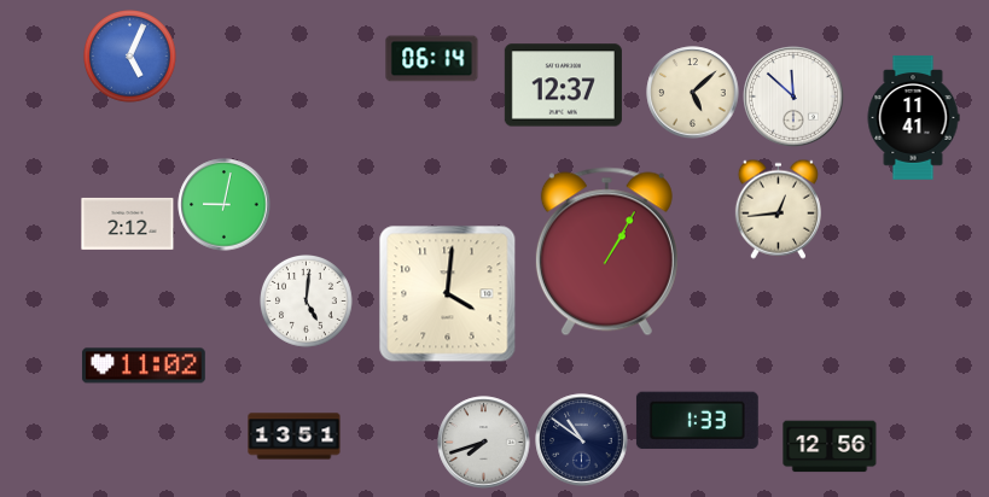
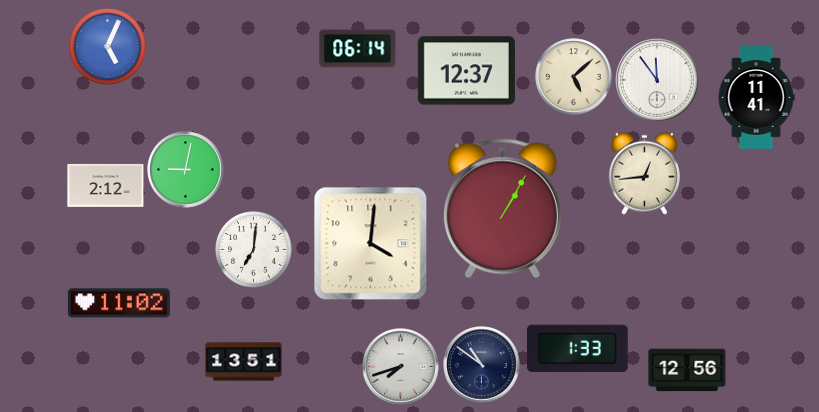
clock at (795, 98): 11:52 -> 11:54
clock at (307, 302): 5:01 -> 7:01
